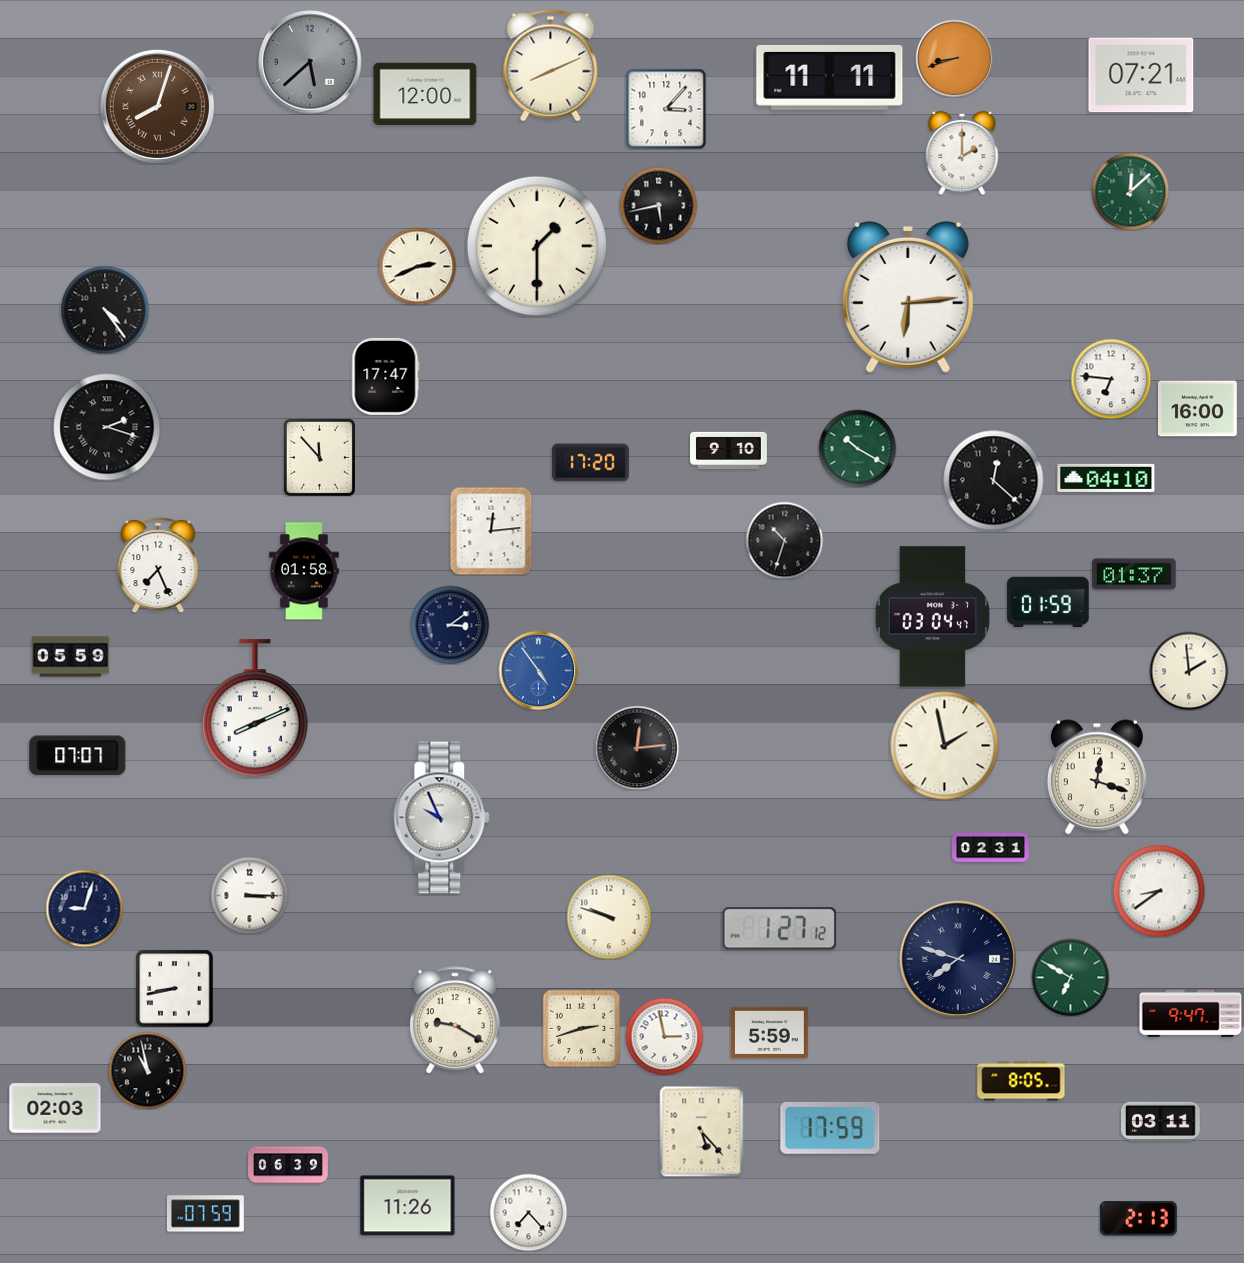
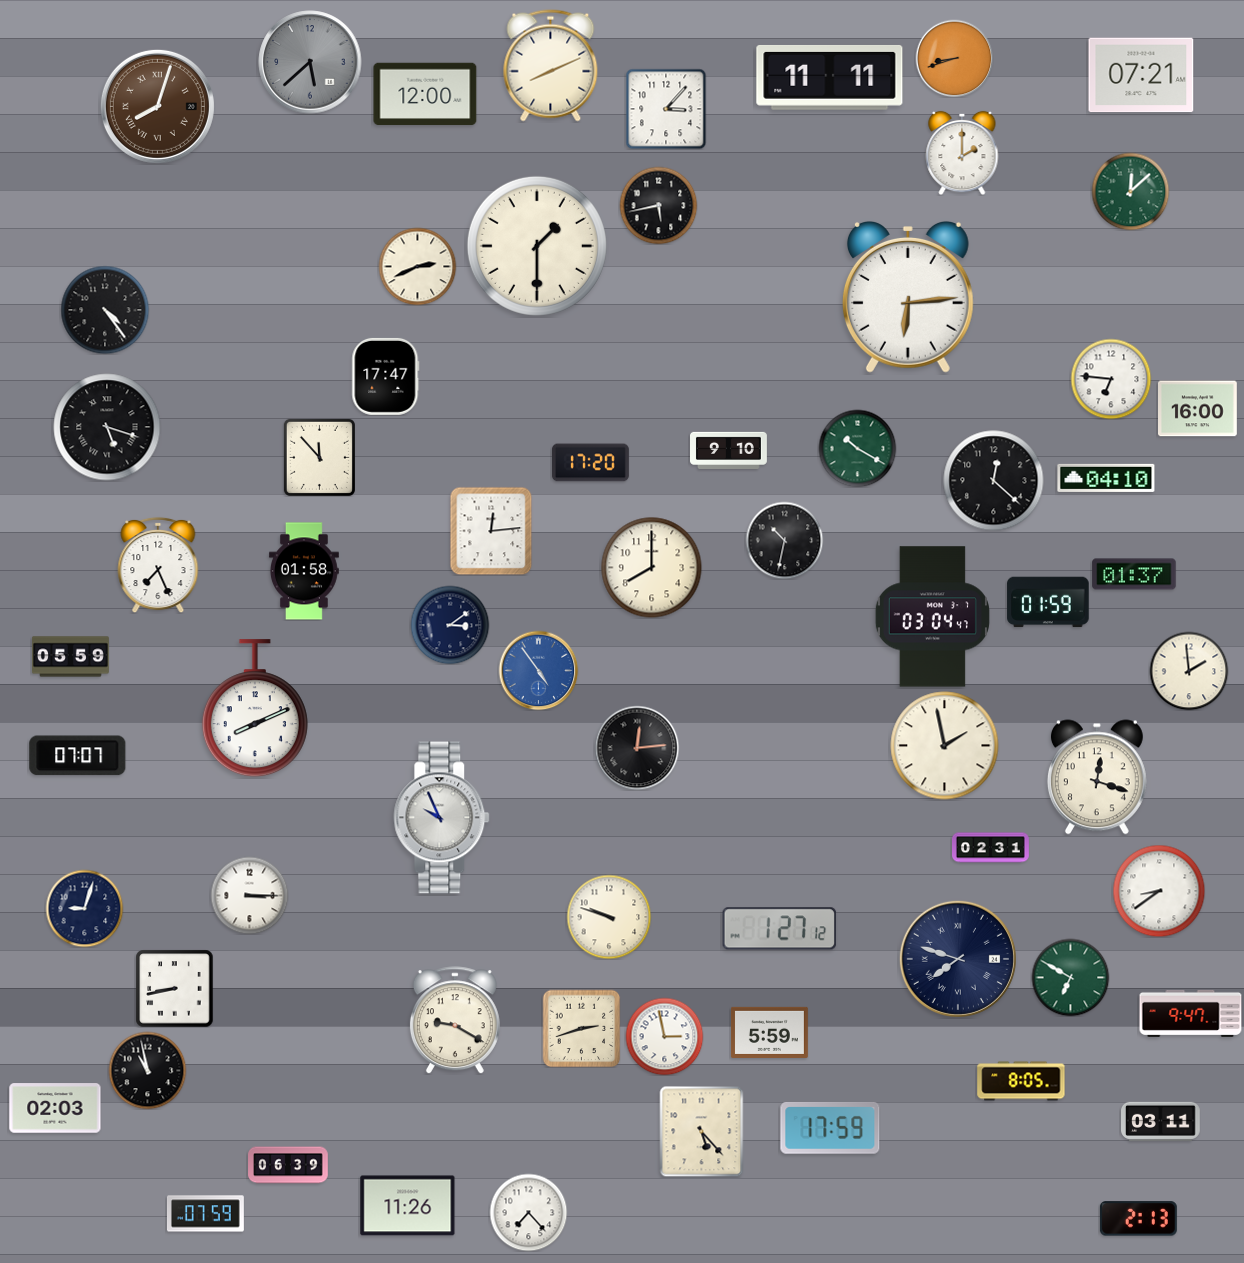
clock at (107, 427): 2:18 -> 5:18
clock at (784, 540): 10:33 -> 10:32
clock at (652, 568): none -> 8:00
